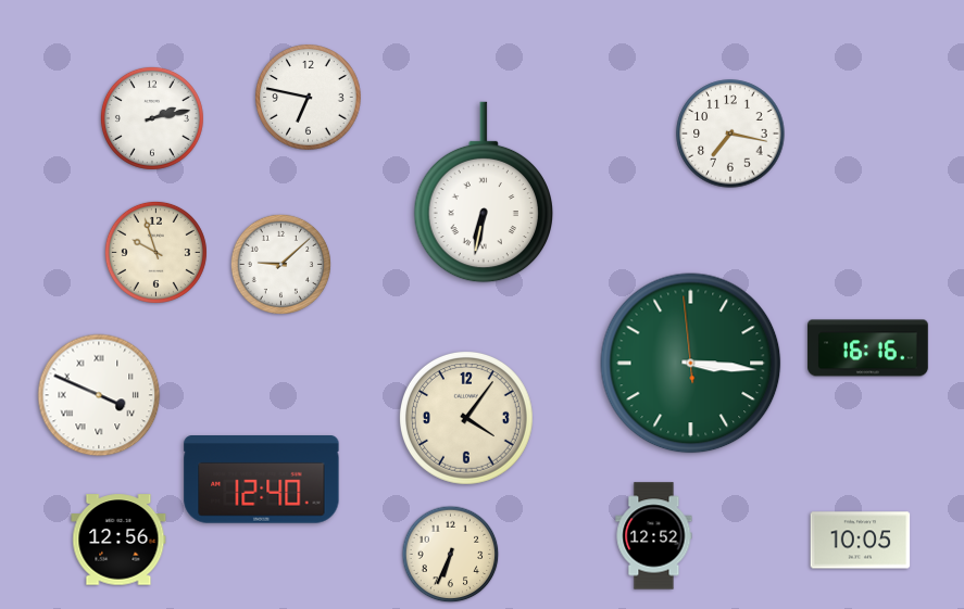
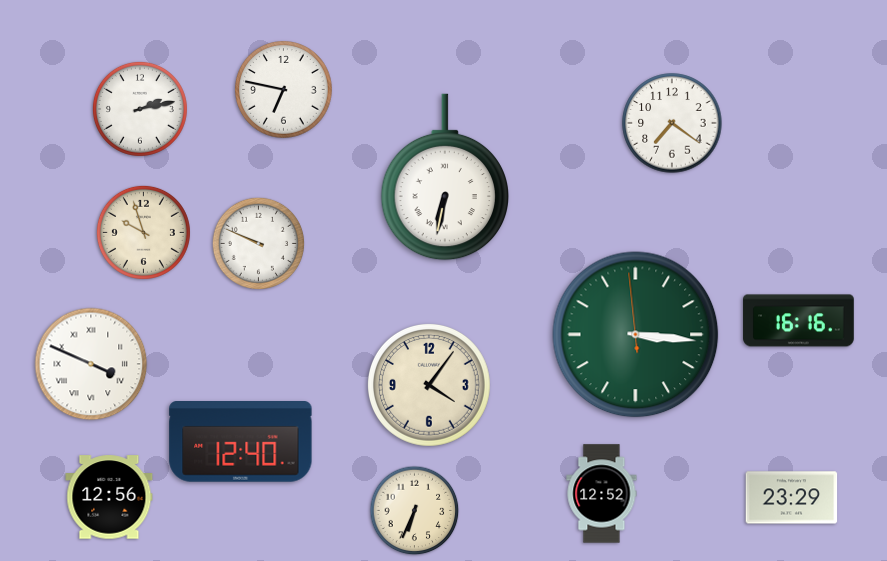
clock at (730, 134): 7:17 -> 7:21
clock at (280, 264): 9:08 -> 9:49
clock at (861, 541): 10:05 -> 23:29
